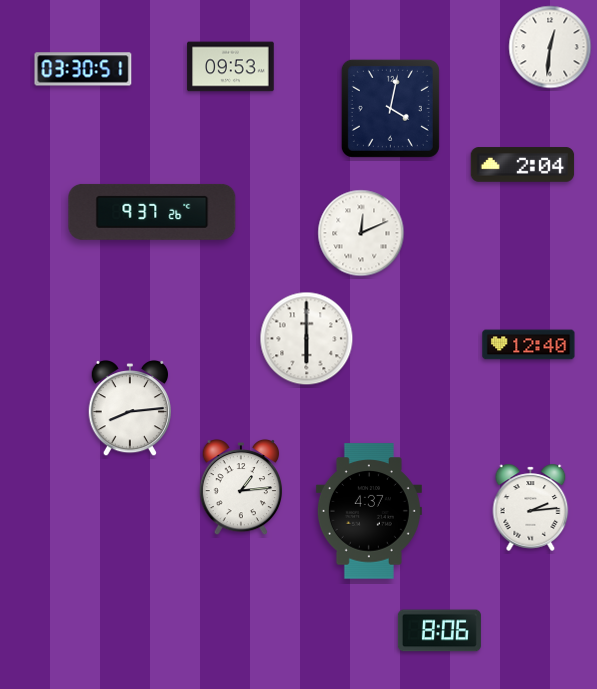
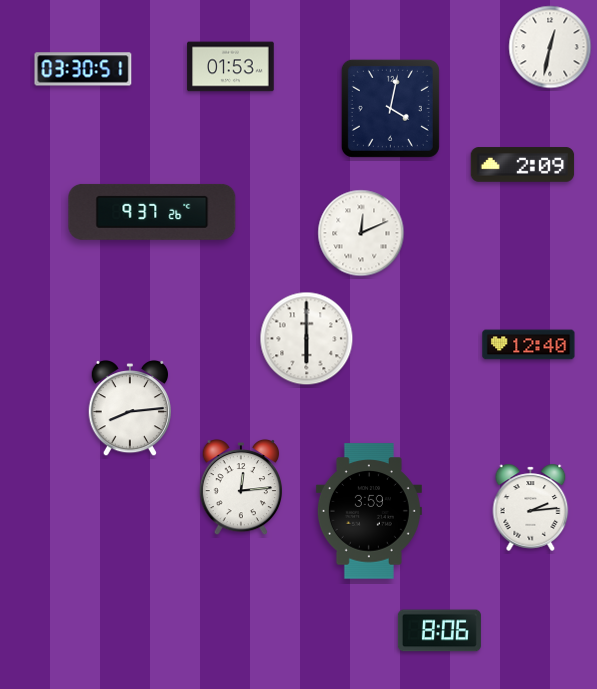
clock at (550, 47): 12:31 -> 12:32
clock at (231, 67): 09:53 -> 01:53
clock at (523, 165): 2:04 -> 2:09
clock at (240, 487): 1:14 -> 12:14
clock at (369, 511): 4:37 -> 3:59
